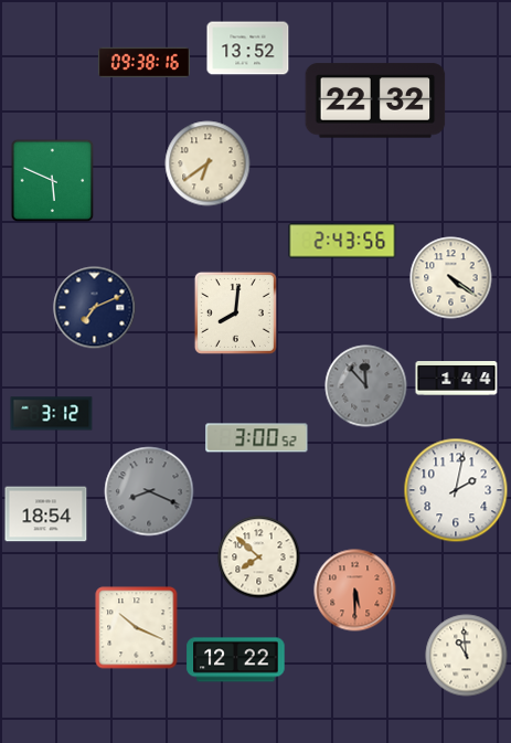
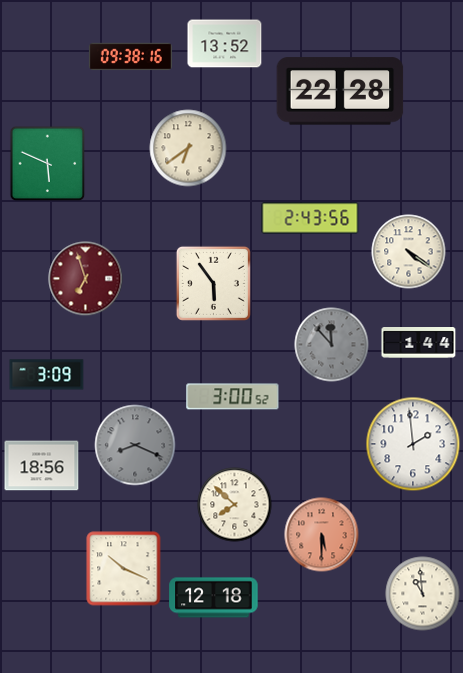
clock at (375, 100): 22:32 -> 22:28
clock at (95, 308): 7:11 -> 6:57
clock at (95, 308) dial: navy -> burgundy
clock at (235, 312): 8:01 -> 5:54
clock at (457, 379) position: (457, 379) -> (419, 343)
clock at (366, 386) position: (366, 386) -> (332, 345)
clock at (52, 414): 3:12 -> 3:09
clock at (456, 490): 2:02 -> 1:59
clock at (46, 514): 18:54 -> 18:56
clock at (236, 660): 12:22 -> 12:18
